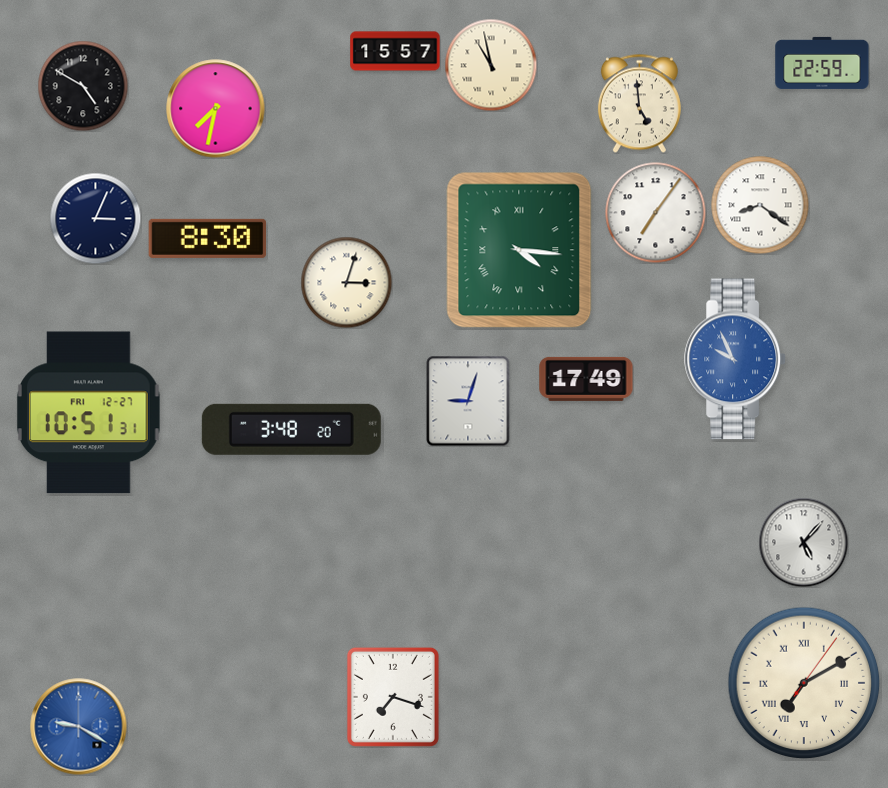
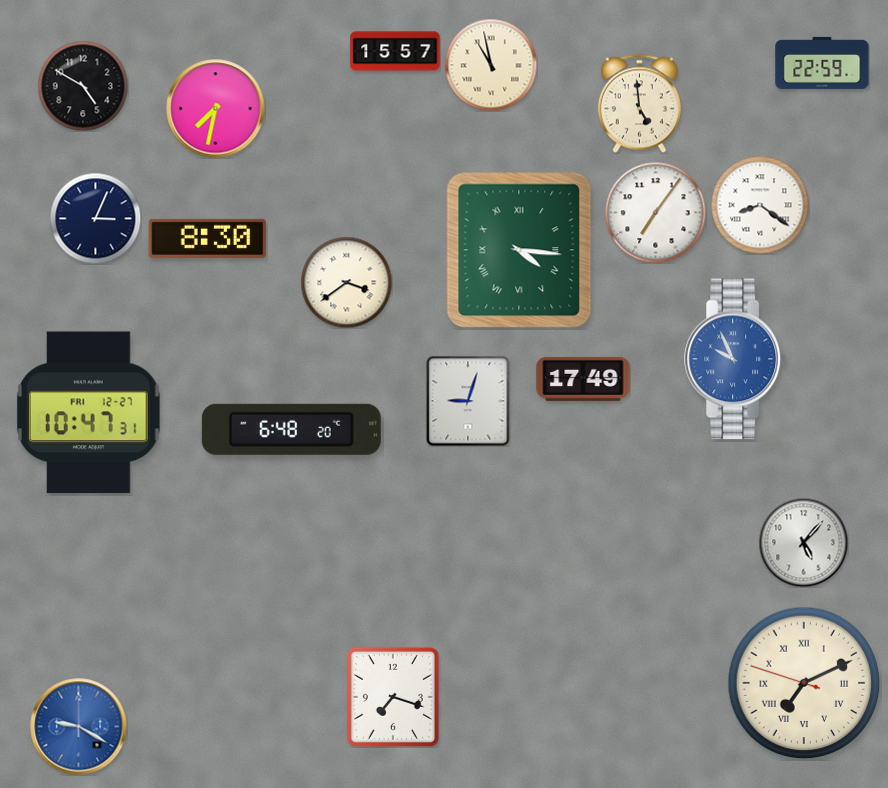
clock at (346, 282): 3:03 -> 3:39
clock at (586, 379) position: (586, 379) -> (583, 379)
clock at (88, 413): 10:51 -> 10:47
clock at (291, 429): 3:48 -> 6:48
clock at (804, 683): 7:10:06 -> 7:10:48
